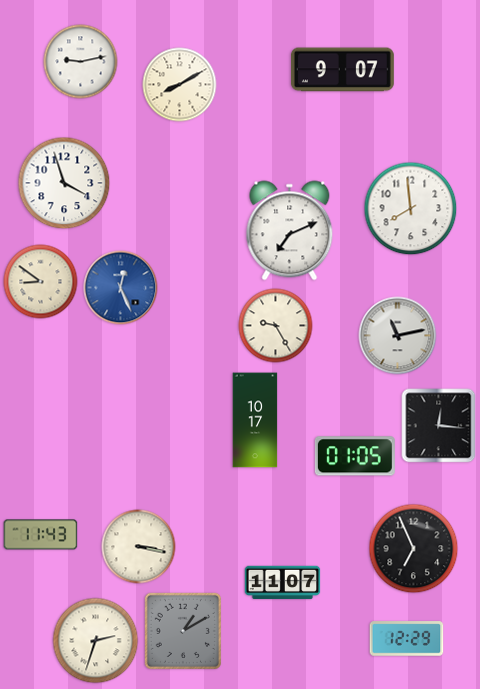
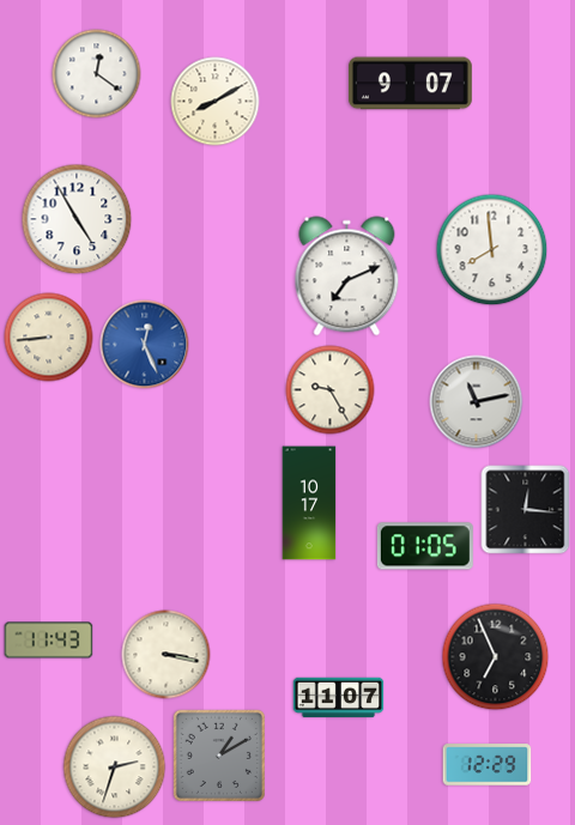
clock at (81, 62): 9:13 -> 12:21
clock at (64, 183): 3:57 -> 4:55
clock at (41, 282): 8:51 -> 8:44
clock at (255, 420) position: (255, 420) -> (309, 503)
